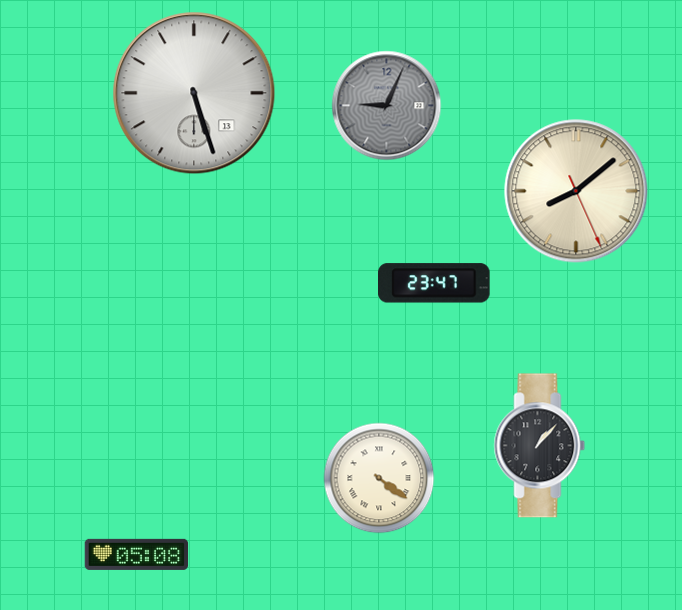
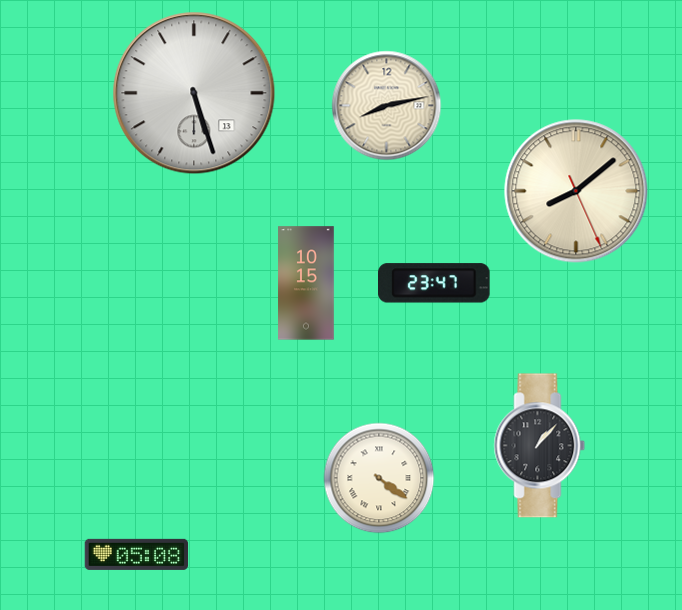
clock at (387, 106): 9:04 -> 8:13
clock at (387, 106) dial: grey -> cream
clock at (306, 283): none -> 10:15
